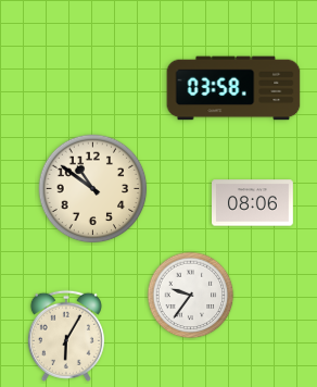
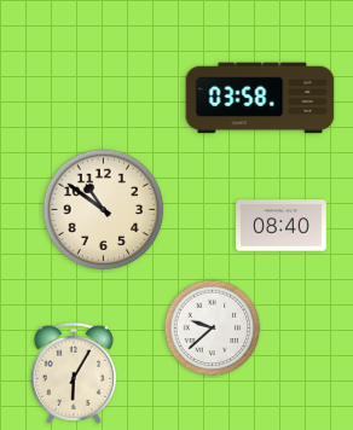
clock at (253, 203): 08:06 -> 08:40
clock at (191, 296): 9:36 -> 9:38
